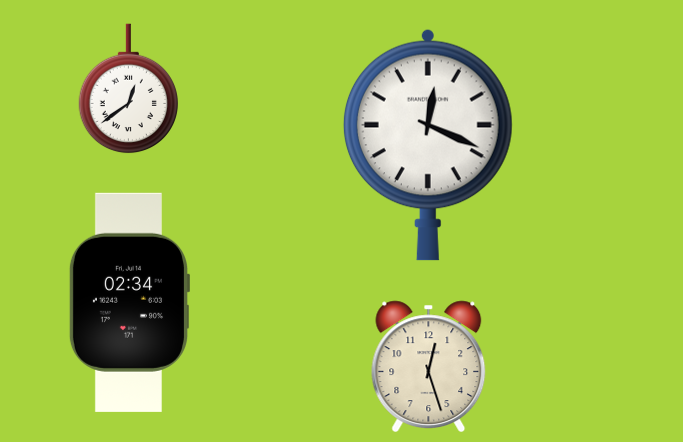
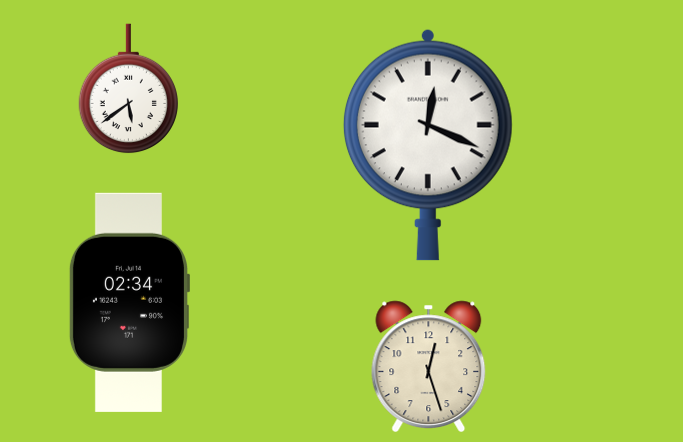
clock at (128, 89): 12:39 -> 5:39
